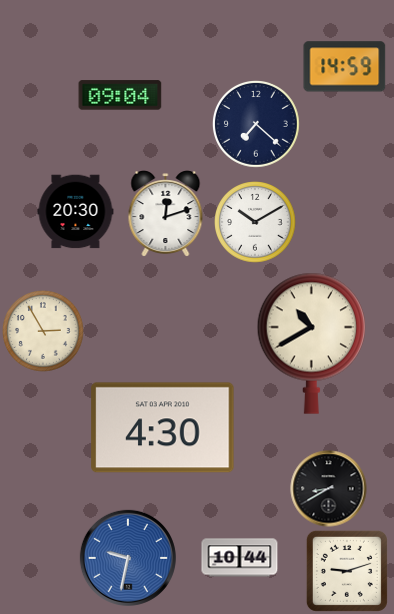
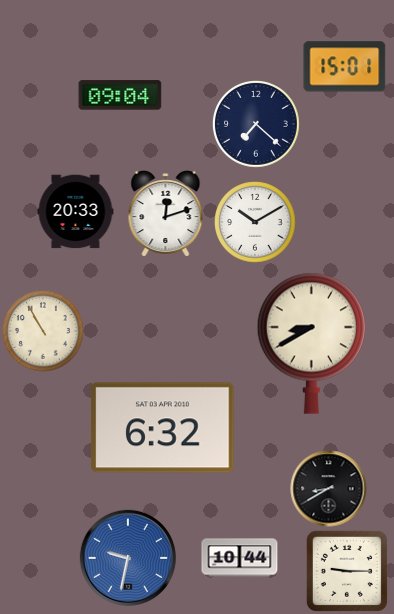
clock at (345, 67): 14:59 -> 15:01
clock at (76, 212): 20:30 -> 20:33
clock at (43, 331): 2:55 -> 10:55
clock at (311, 343): 10:40 -> 8:40
clock at (163, 428): 4:30 -> 6:32
clock at (347, 571): 9:12 -> 9:15
